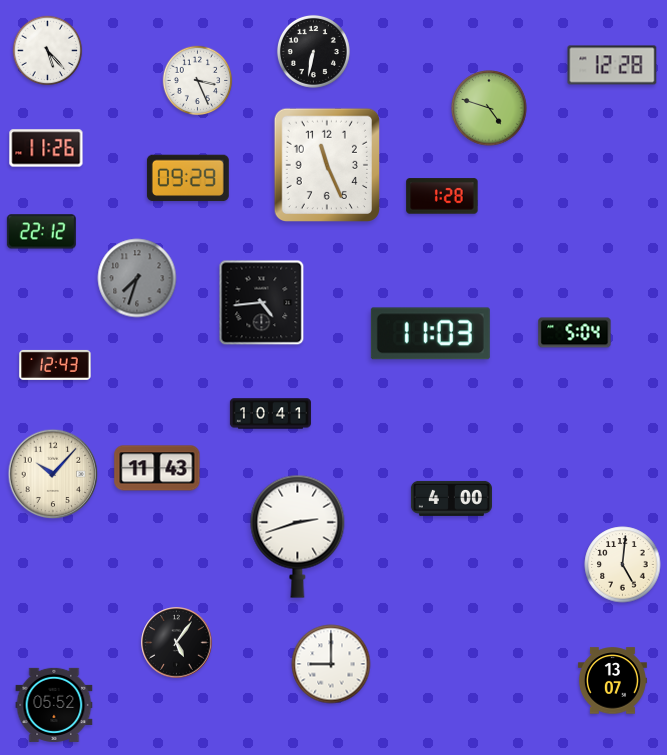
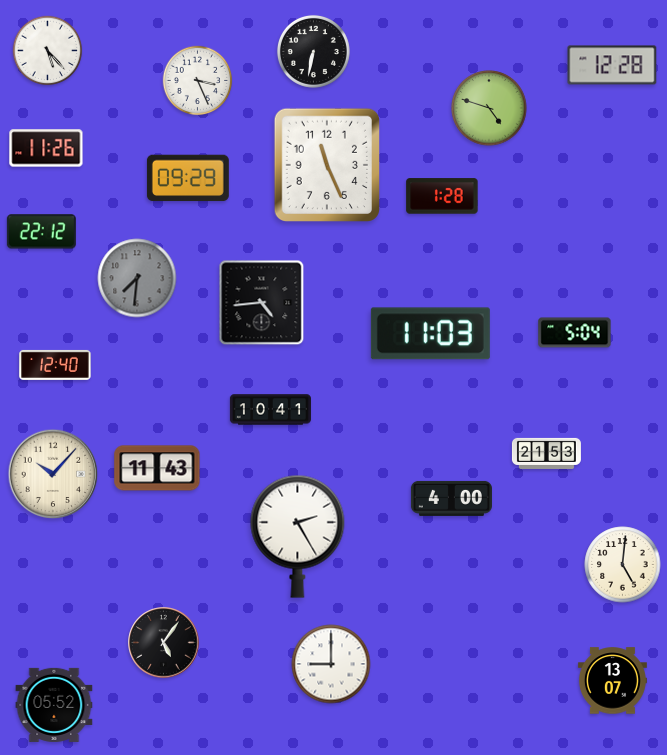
clock at (137, 278): 7:33 -> 7:31
clock at (55, 365): 12:43 -> 12:40
clock at (270, 414) position: (270, 414) -> (270, 410)
clock at (546, 453): none -> 21:53
clock at (298, 536): 2:42 -> 2:25
clock at (177, 643) position: (177, 643) -> (164, 643)
